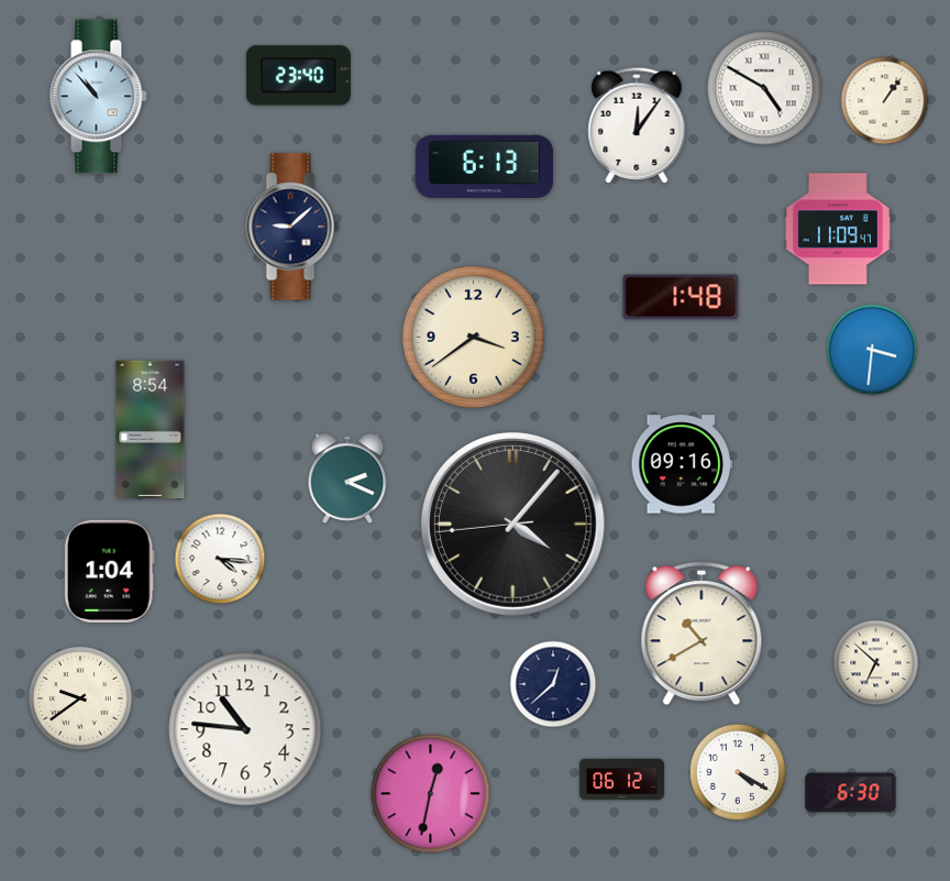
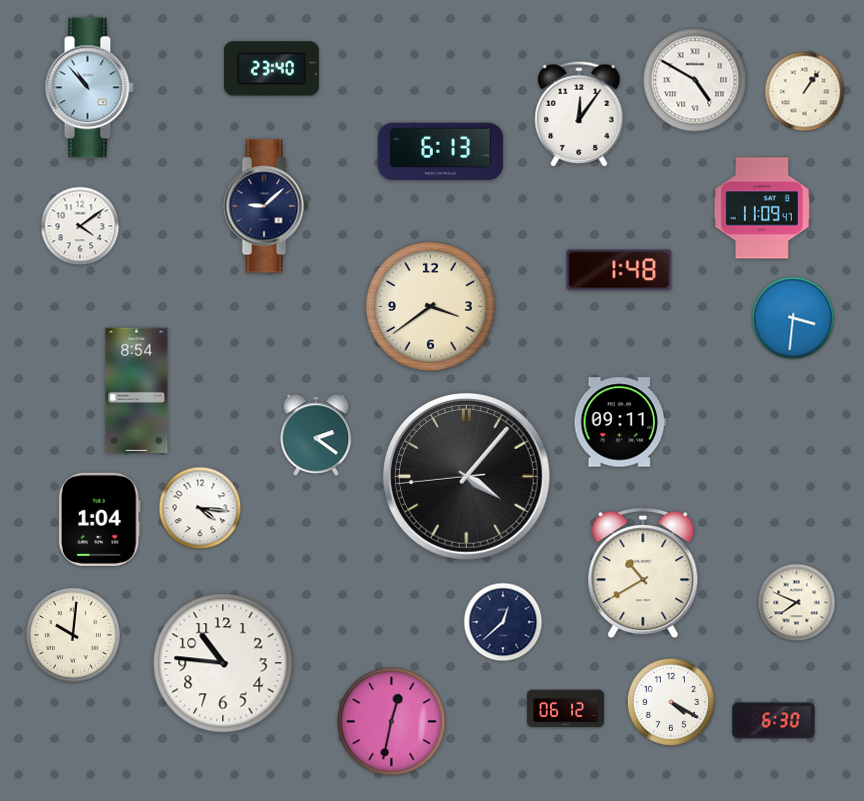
clock at (80, 226): none -> 4:09
clock at (682, 464): 09:16 -> 09:11
clock at (347, 478): 2:19 -> 2:21
clock at (702, 635) position: (702, 635) -> (643, 574)
clock at (876, 663): 6:52 -> 7:49
clock at (80, 698): 9:39 -> 10:01
